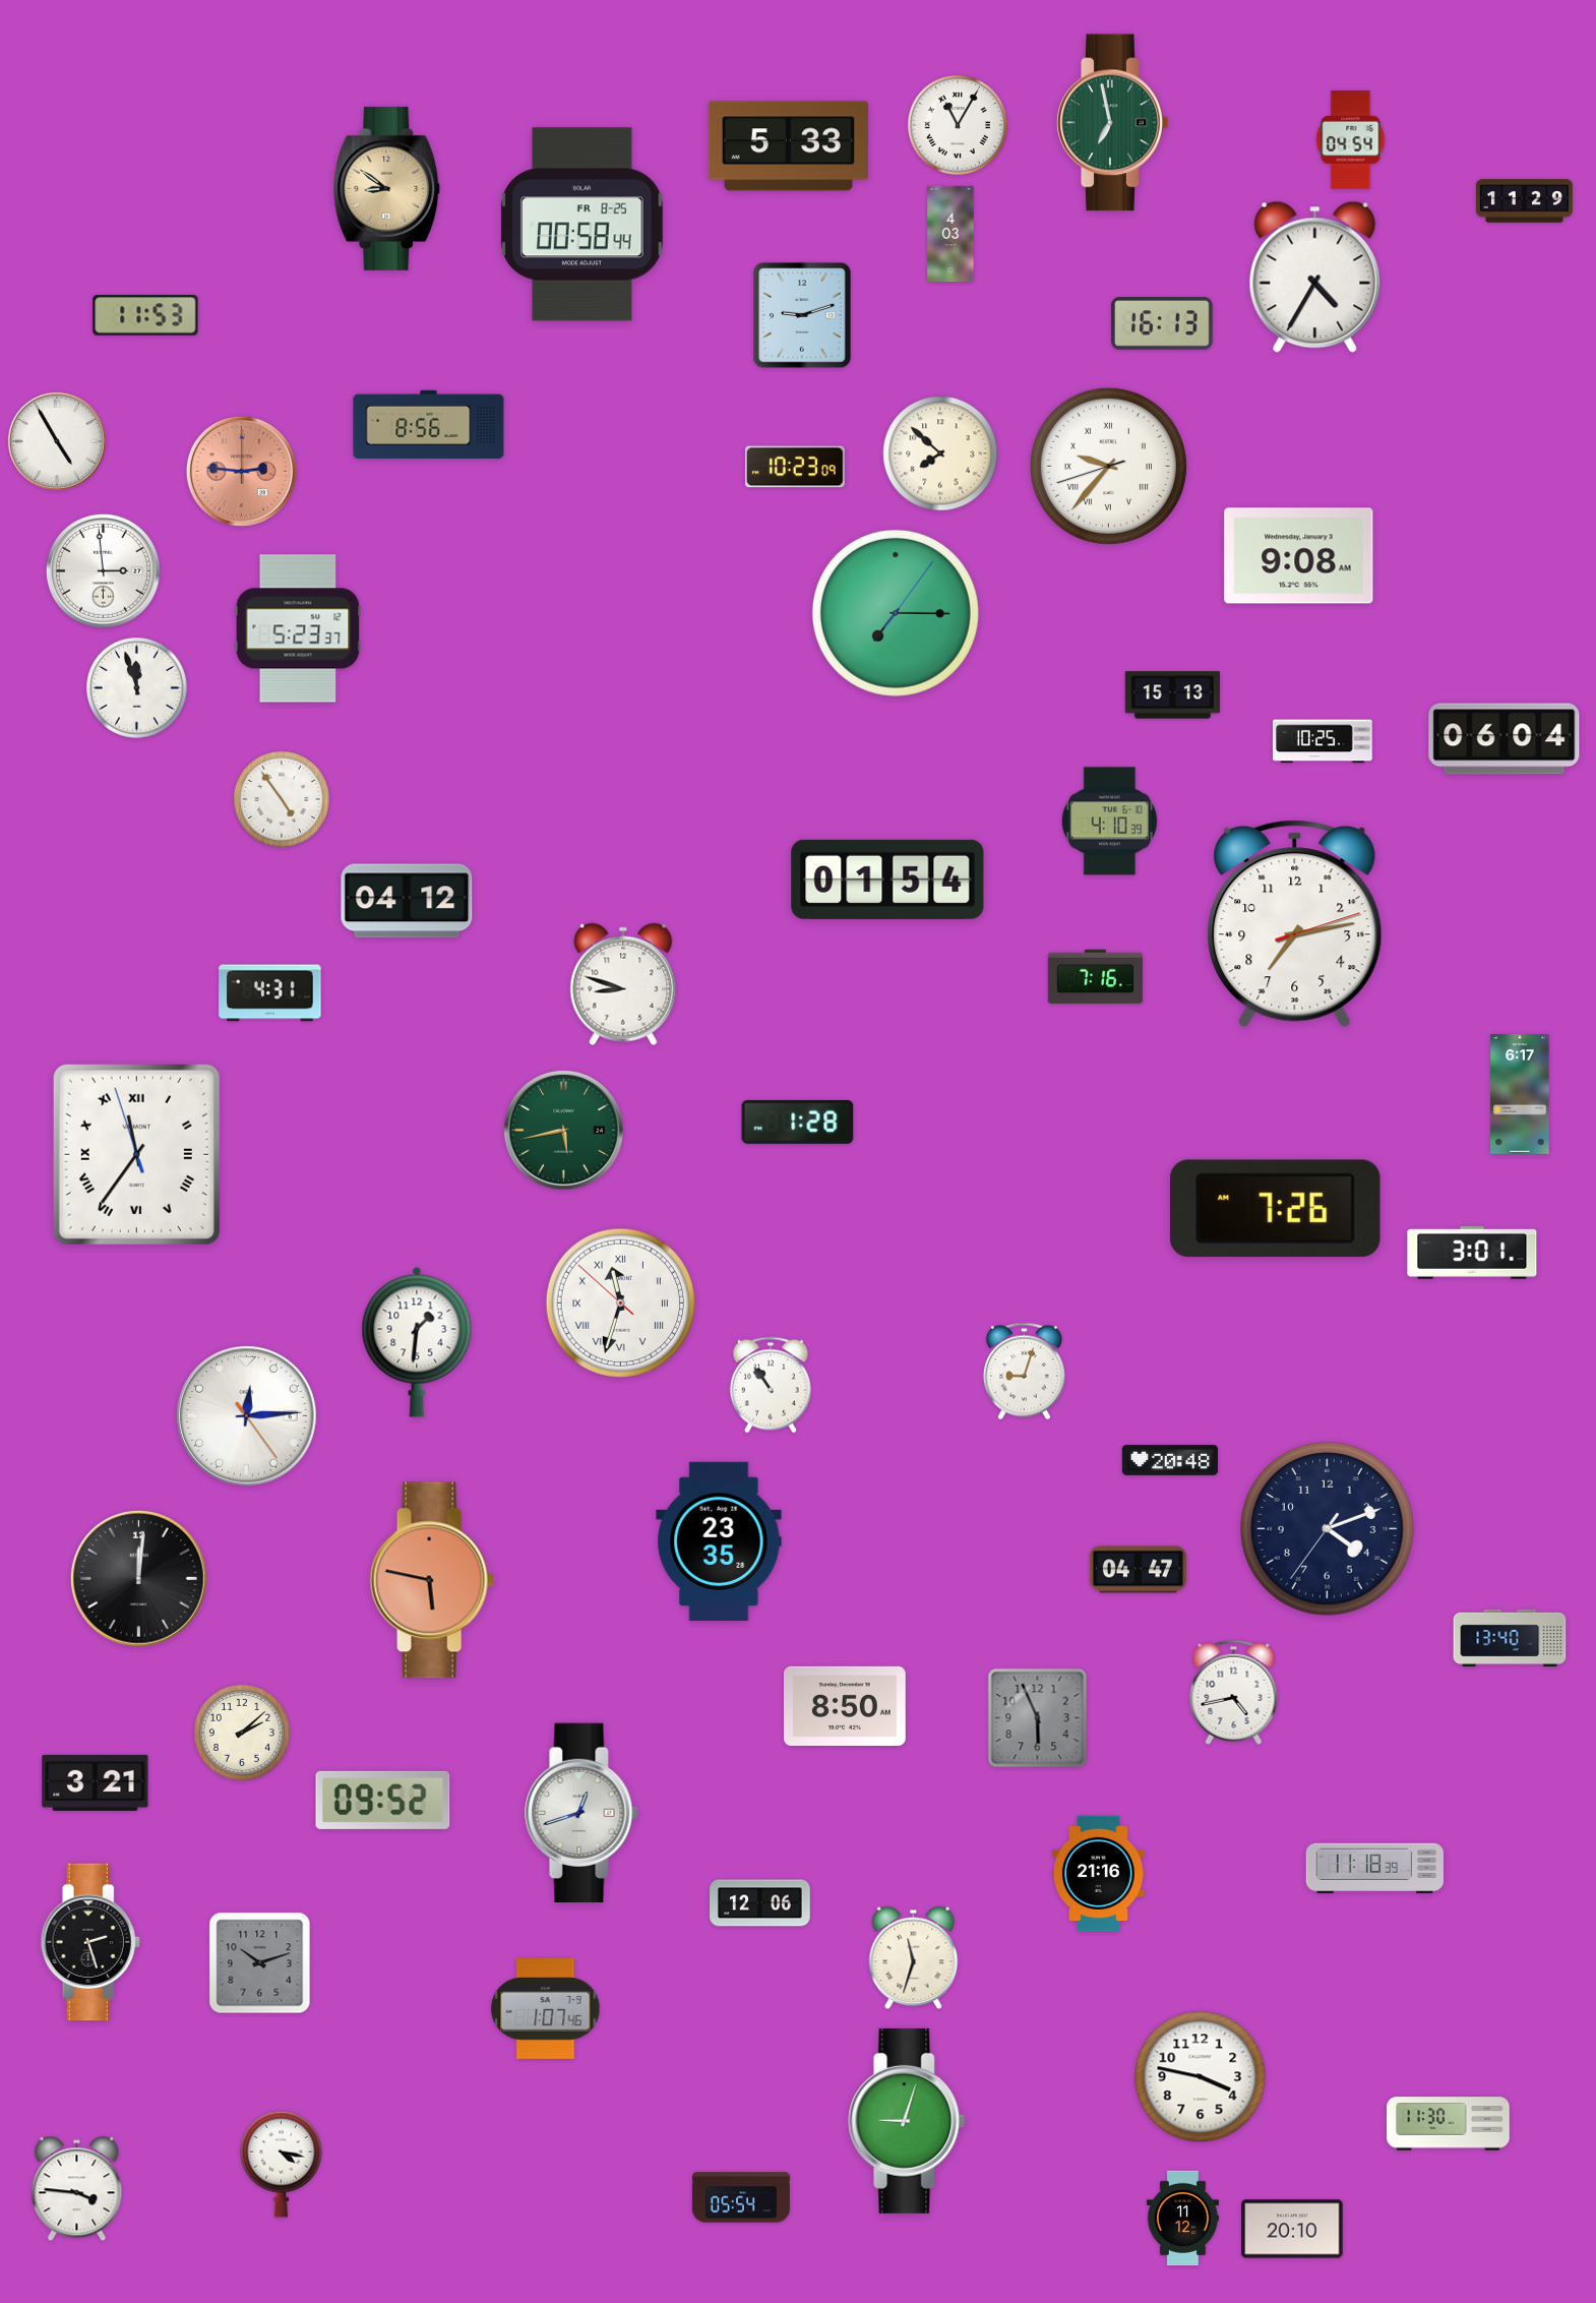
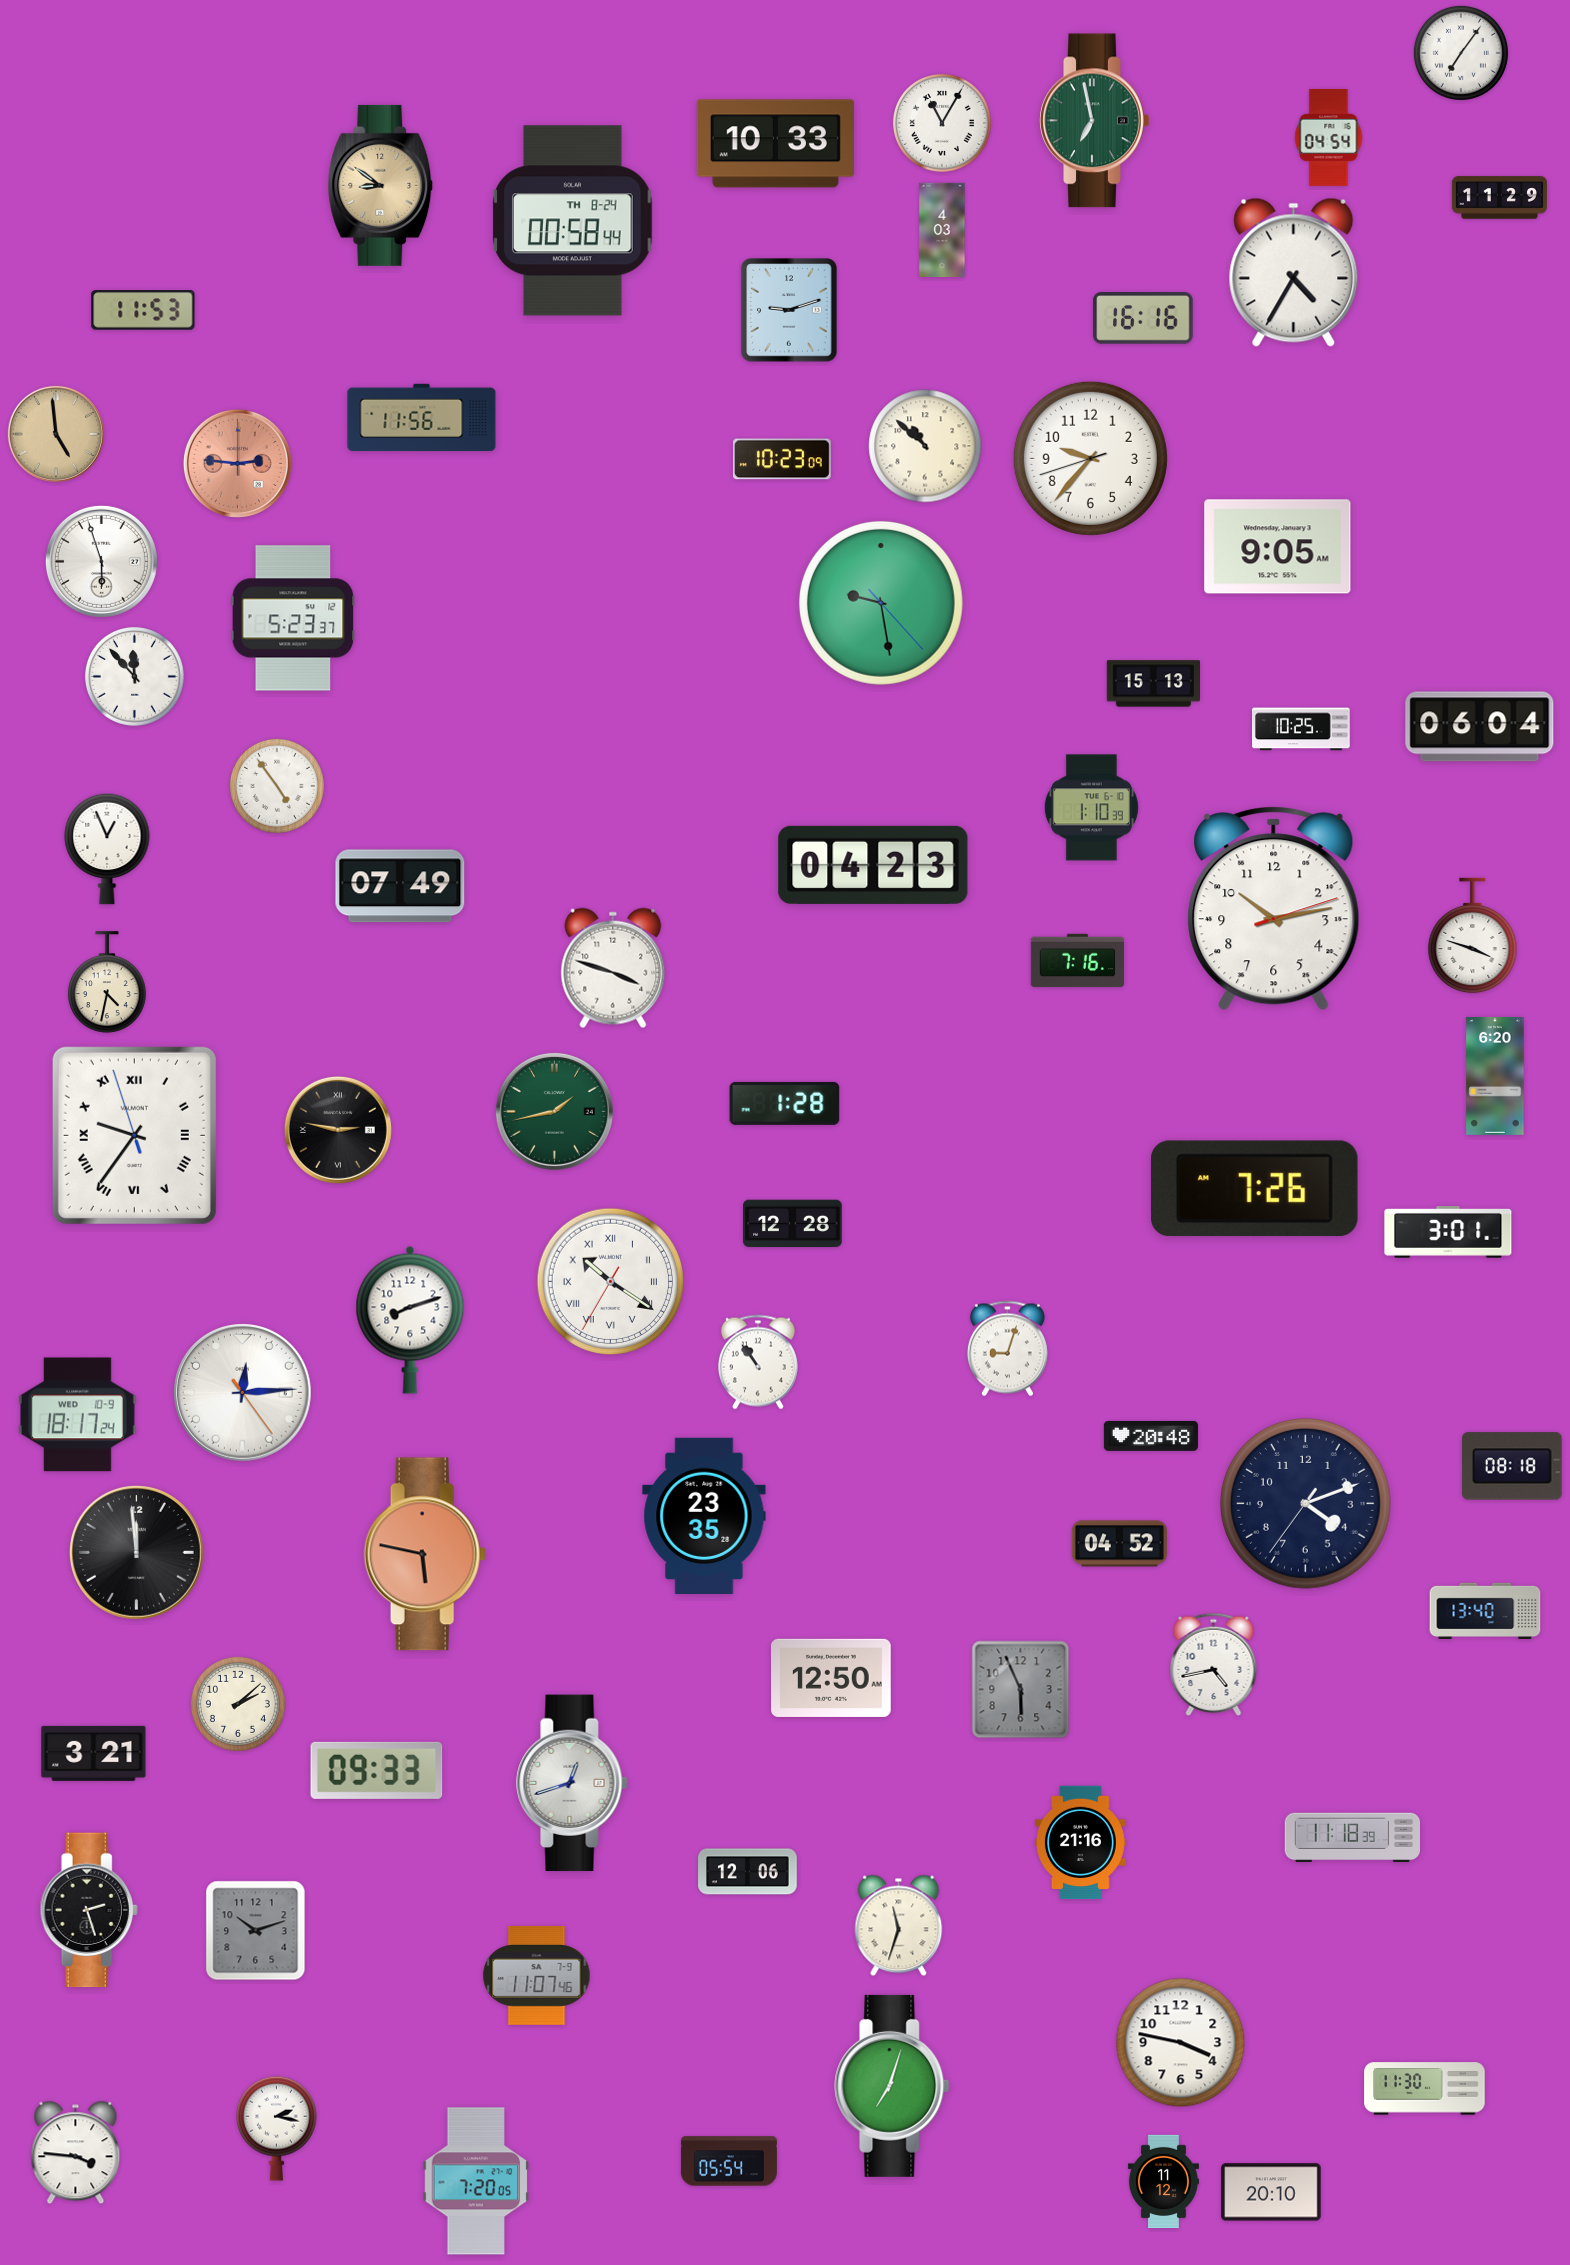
clock at (1461, 53): none -> 7:06
clock at (788, 146): 5:33 -> 10:33
clock at (582, 225) date: FR 8-25 -> TH 8-24
clock at (950, 233) position: (950, 233) -> (942, 229)
clock at (1162, 323): 16:13 -> 16:16
clock at (429, 425): 8:56 -> 11:56
clock at (57, 441): 4:55 -> 4:59
clock at (57, 441) dial: white -> champagne
clock at (940, 453): 7:52 -> 10:52
clock at (1108, 466) numerals: Roman -> Arabic
clock at (1299, 556): 9:08 -> 9:05
clock at (103, 570): 2:59 -> 5:57
clock at (896, 613): 7:15 -> 9:28
clock at (136, 687): 11:57 -> 11:53
clock at (1109, 822): 4:10 -> 1:10
clock at (107, 849): none -> 12:56
clock at (887, 880): 01:54 -> 04:23
clock at (407, 901): 04:12 -> 07:49
clock at (1295, 924): 7:13 -> 10:13
clock at (1473, 936): none -> 3:48
clock at (623, 984): 8:48 -> 3:48
clock at (270, 993): 4:31 -> none
clock at (108, 982): none -> 4:32
clock at (1520, 1094): 6:17 -> 6:20
clock at (563, 1130): 5:43 -> 1:43
clock at (338, 1130): none -> 2:47
clock at (136, 1154): 11:35 -> 9:35
clock at (793, 1224): none -> 12:28
clock at (620, 1302): 11:32 -> 10:20
clock at (417, 1342): 1:31 -> 8:12
clock at (77, 1415): none -> 18:17
clock at (1512, 1466): none -> 08:18
clock at (719, 1541) position: (719, 1541) -> (704, 1516)
clock at (1138, 1570): 04:47 -> 04:52
clock at (138, 1578): 12:01 -> 11:59
clock at (846, 1706): 8:50 -> 12:50
clock at (383, 1800): 09:52 -> 09:33
clock at (546, 2008): 1:07 -> 11:07
clock at (907, 2121): 9:03 -> 7:03
clock at (282, 2164): 4:17 -> 2:17
clock at (476, 2181): none -> 7:20
